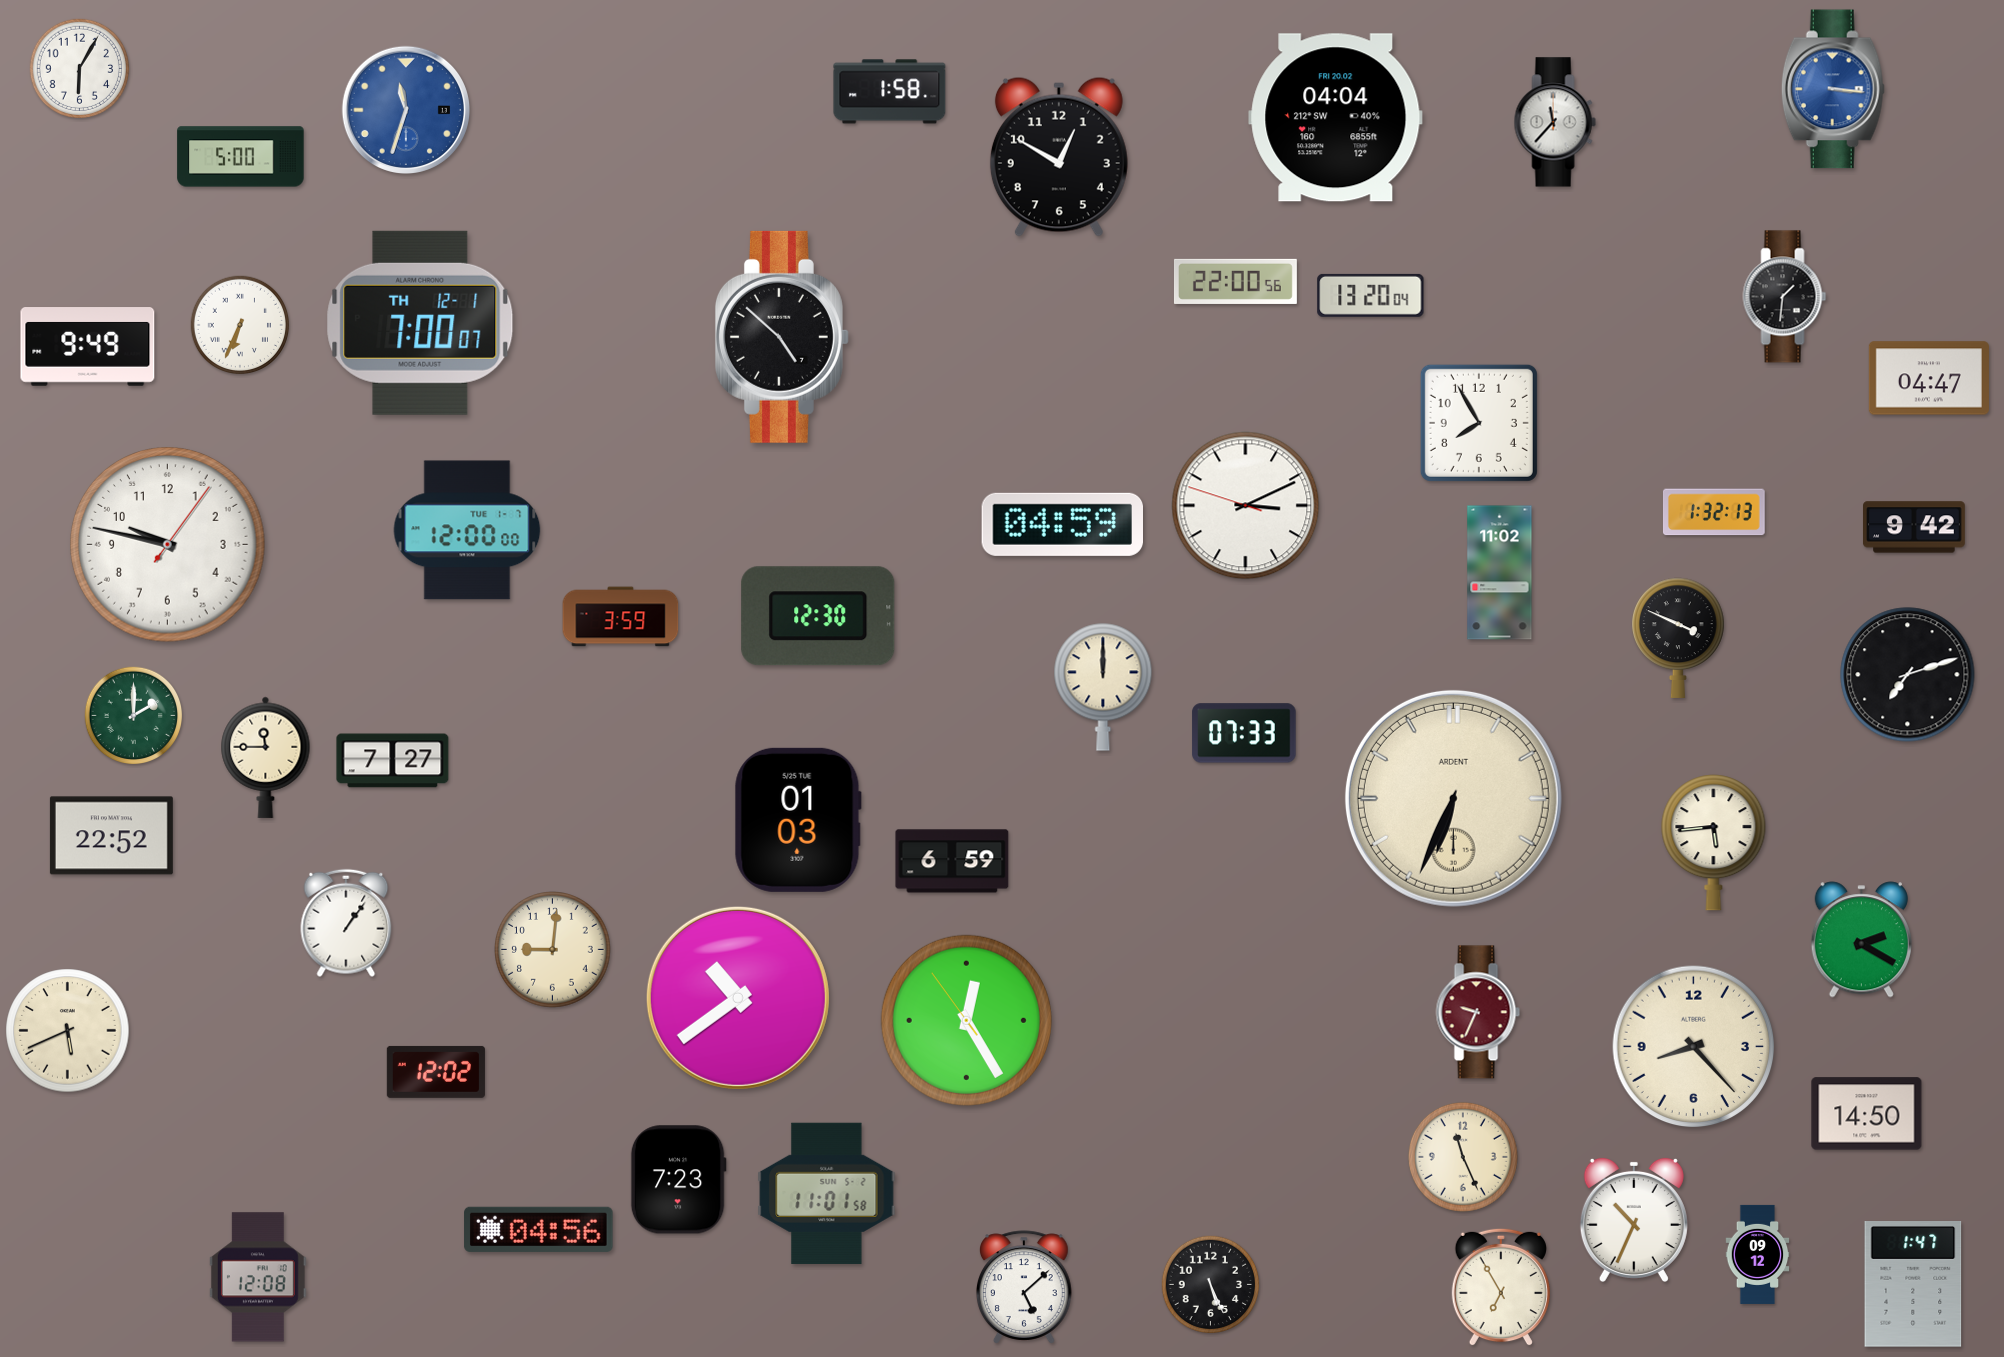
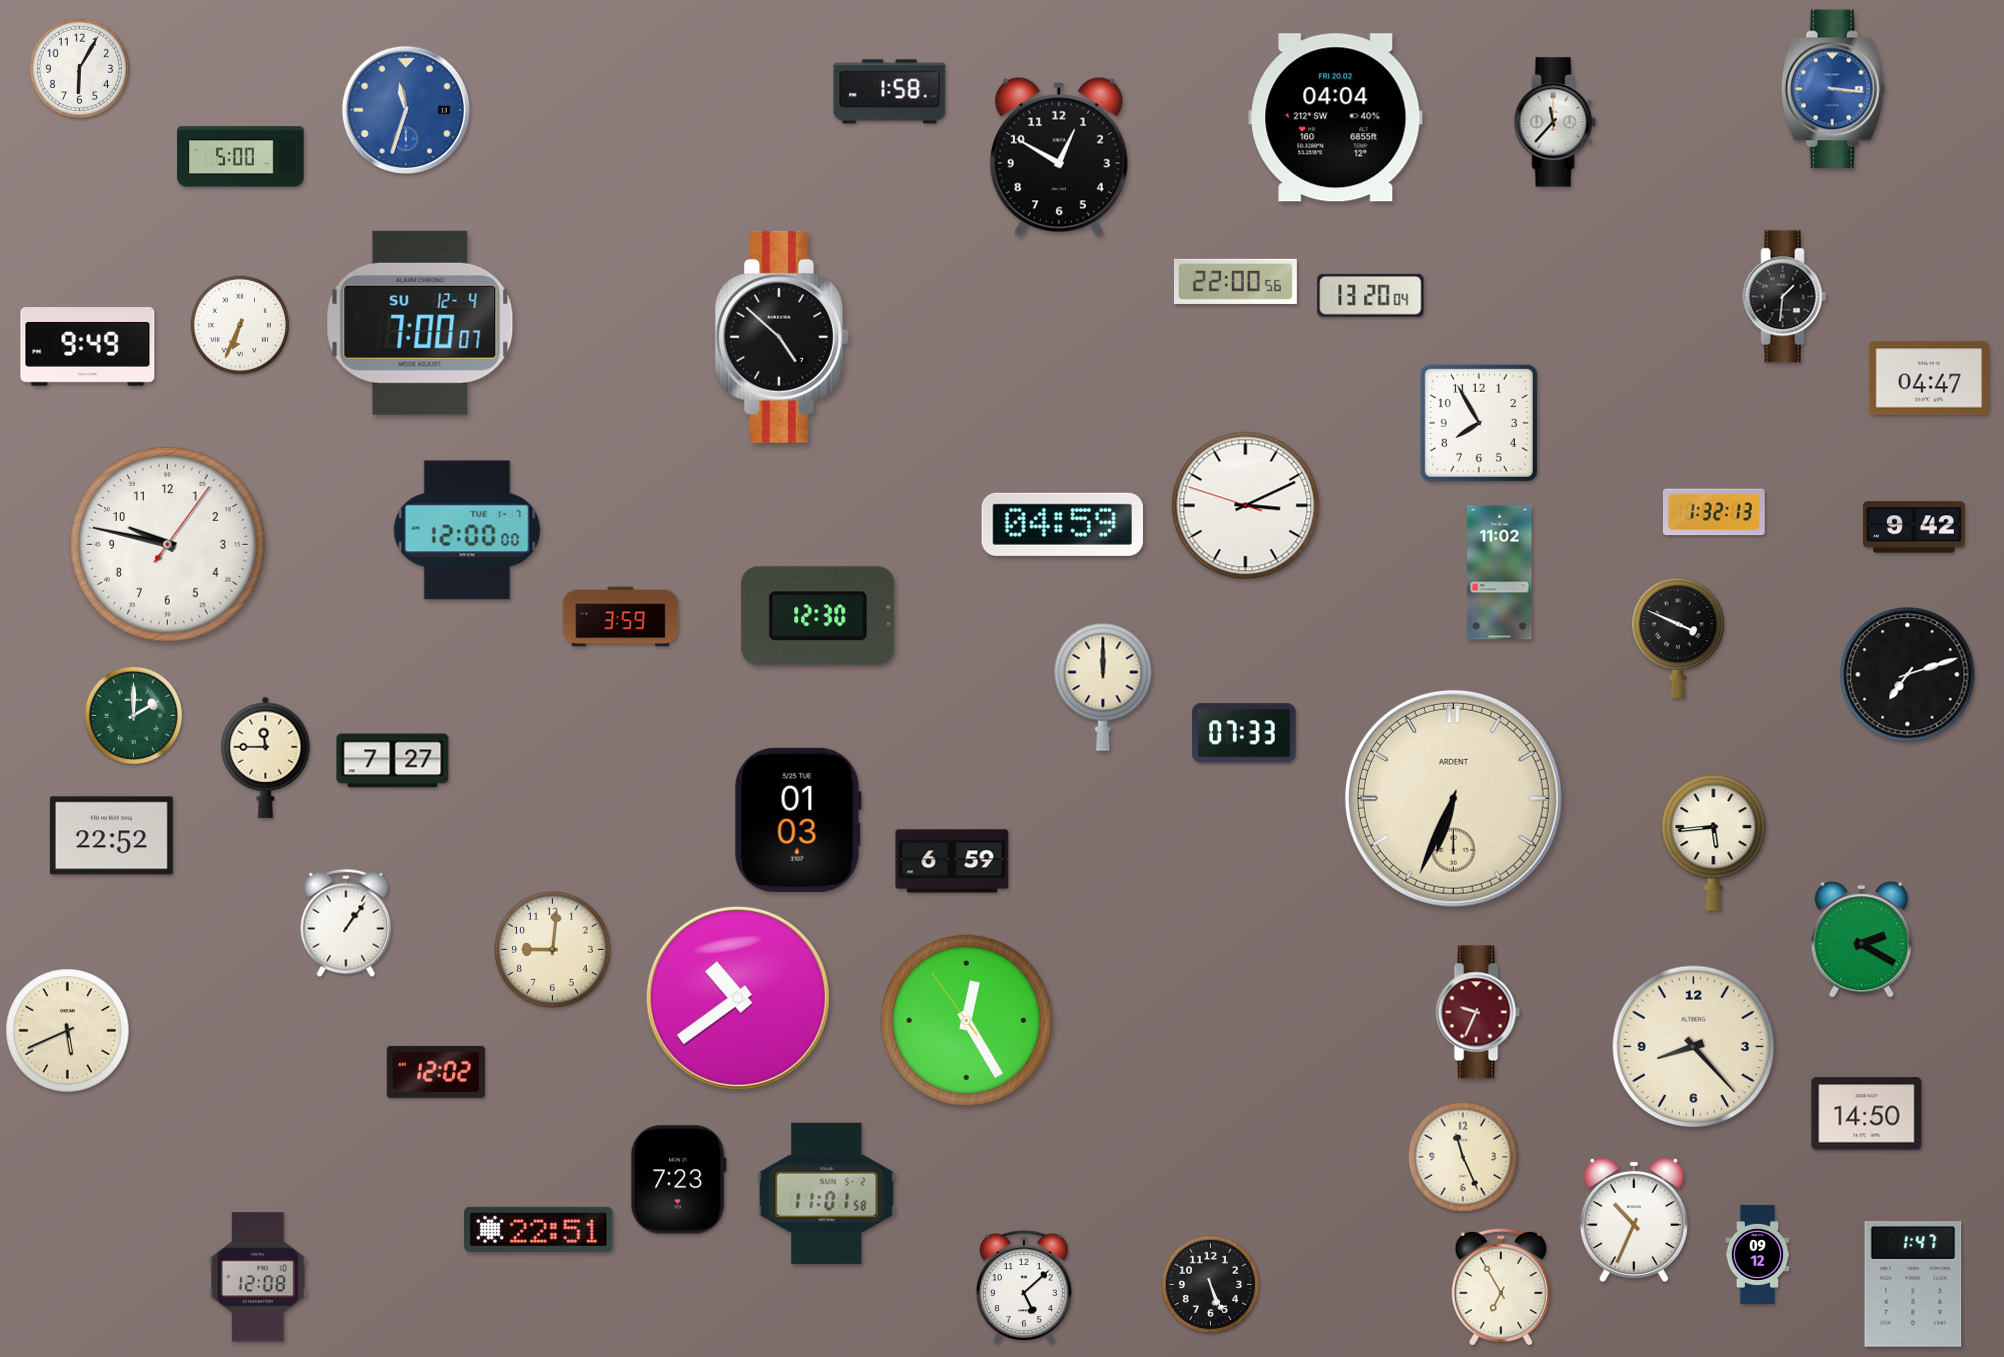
clock at (420, 323) date: TH 12-1 -> SU 12-4
clock at (539, 1229): 04:56 -> 22:51
